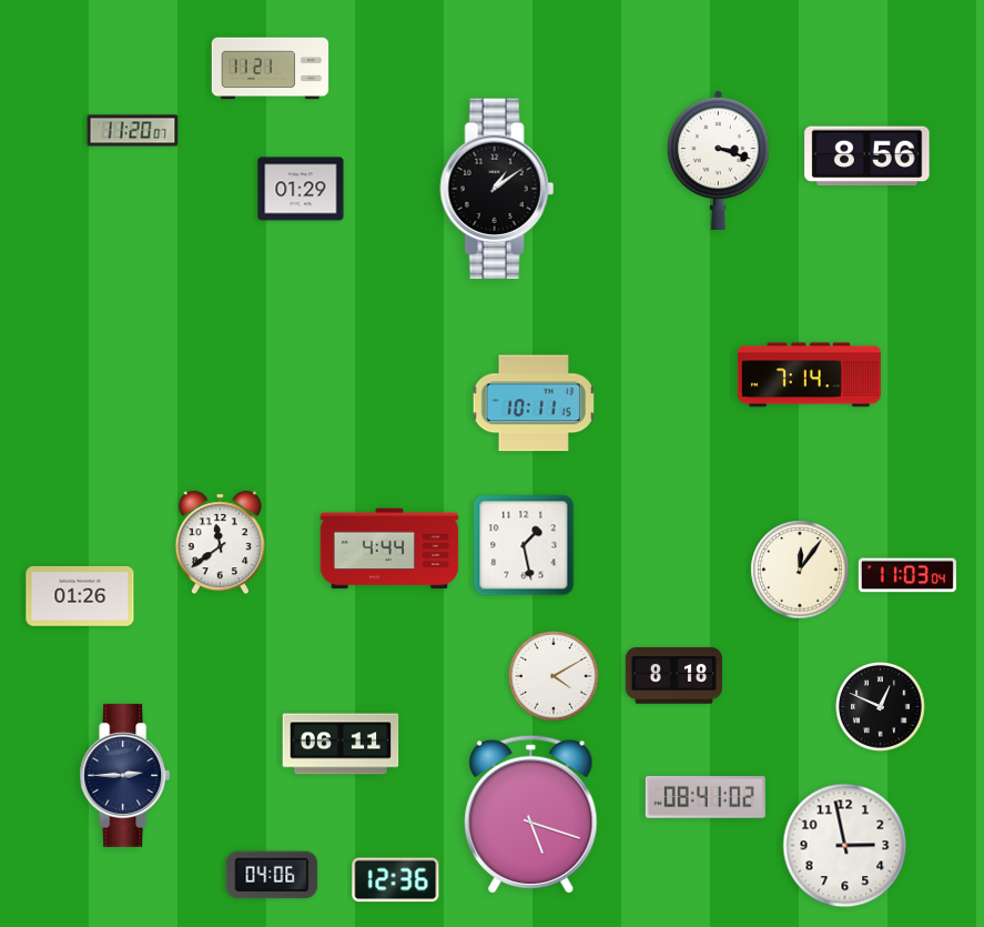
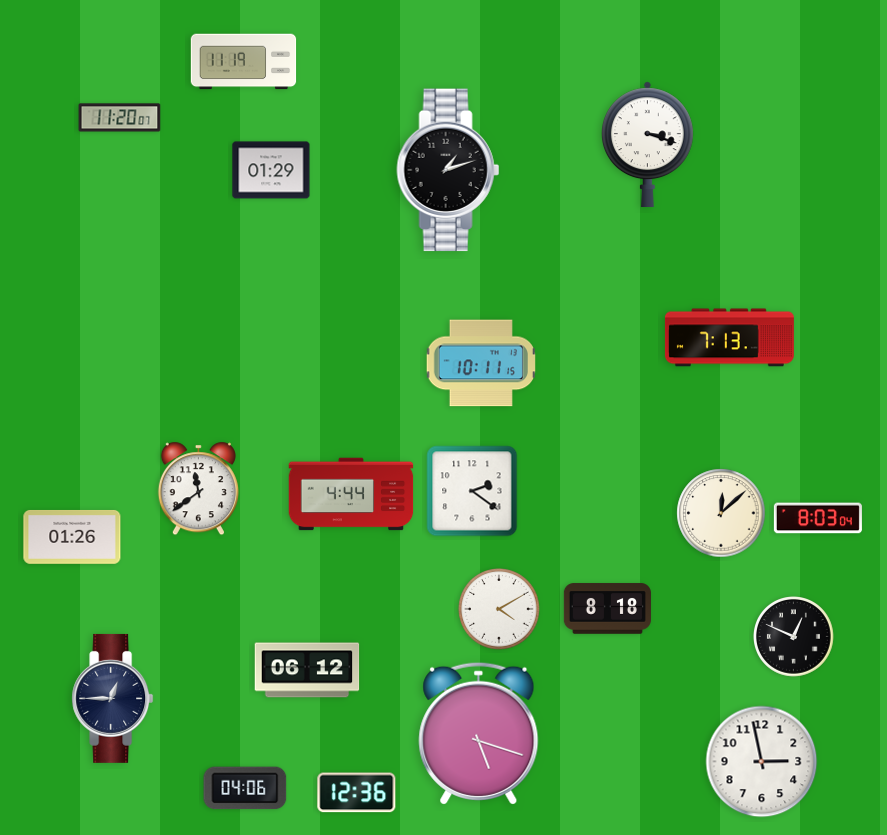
clock at (271, 69): 11:21 -> 11:19
clock at (868, 157): 8:56 -> none
clock at (497, 189): 1:09 -> 1:12
clock at (809, 375): 7:14 -> 7:13
clock at (524, 545): 1:28 -> 2:21
clock at (800, 570): 12:06 -> 12:08
clock at (907, 575): 11:03 -> 8:03
clock at (341, 744): 06:11 -> 06:12
clock at (125, 775): 2:45 -> 12:45
clock at (706, 797): 08:41 -> none
